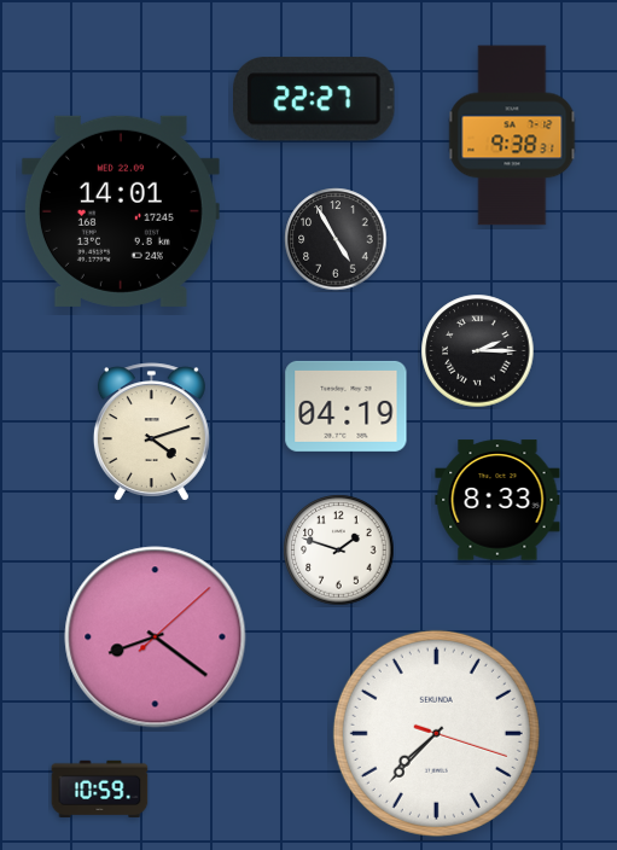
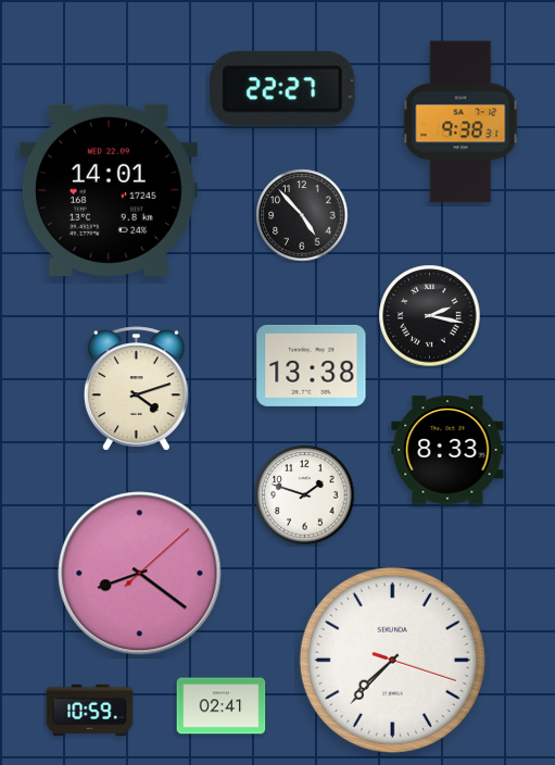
clock at (336, 239): 4:55 -> 4:53
clock at (478, 351): 2:15 -> 2:17
clock at (347, 406): 04:19 -> 13:38
clock at (222, 706): none -> 02:41
